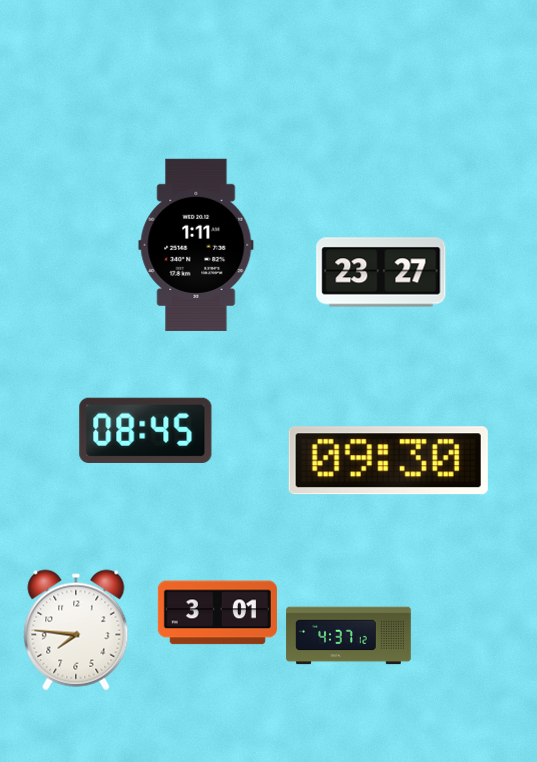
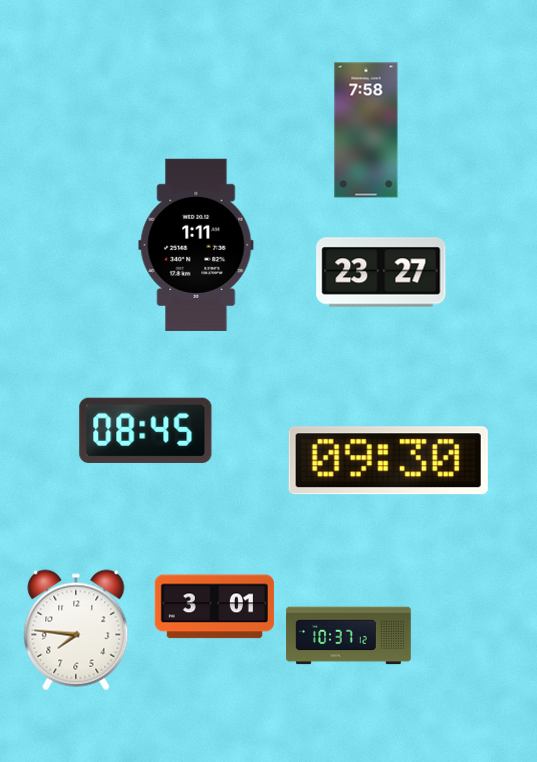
clock at (366, 130): none -> 7:58
clock at (217, 613) position: (217, 613) -> (214, 607)
clock at (349, 636): 4:37 -> 10:37
